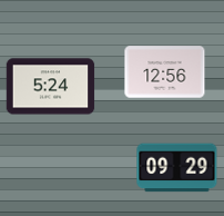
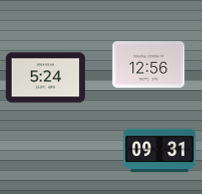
clock at (177, 168): 09:29 -> 09:31
